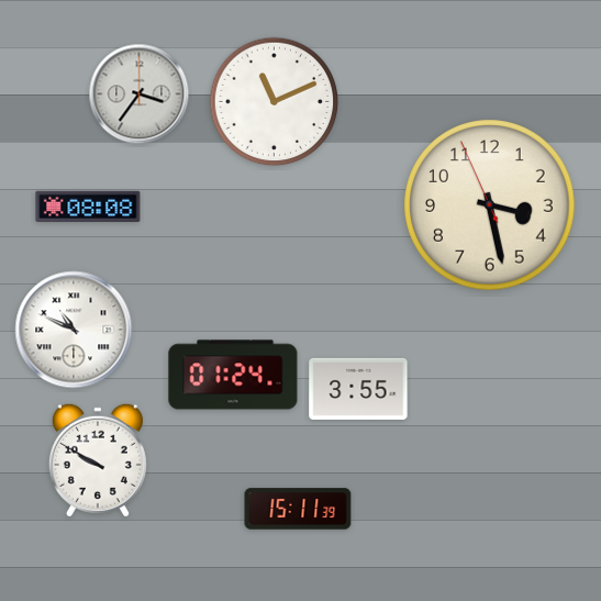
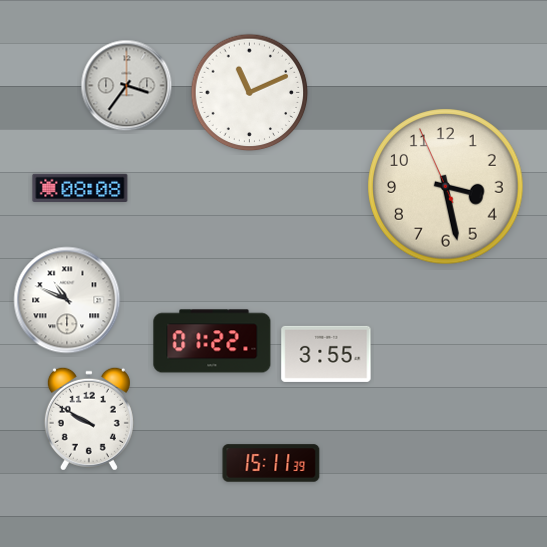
clock at (233, 375): 01:24 -> 01:22
